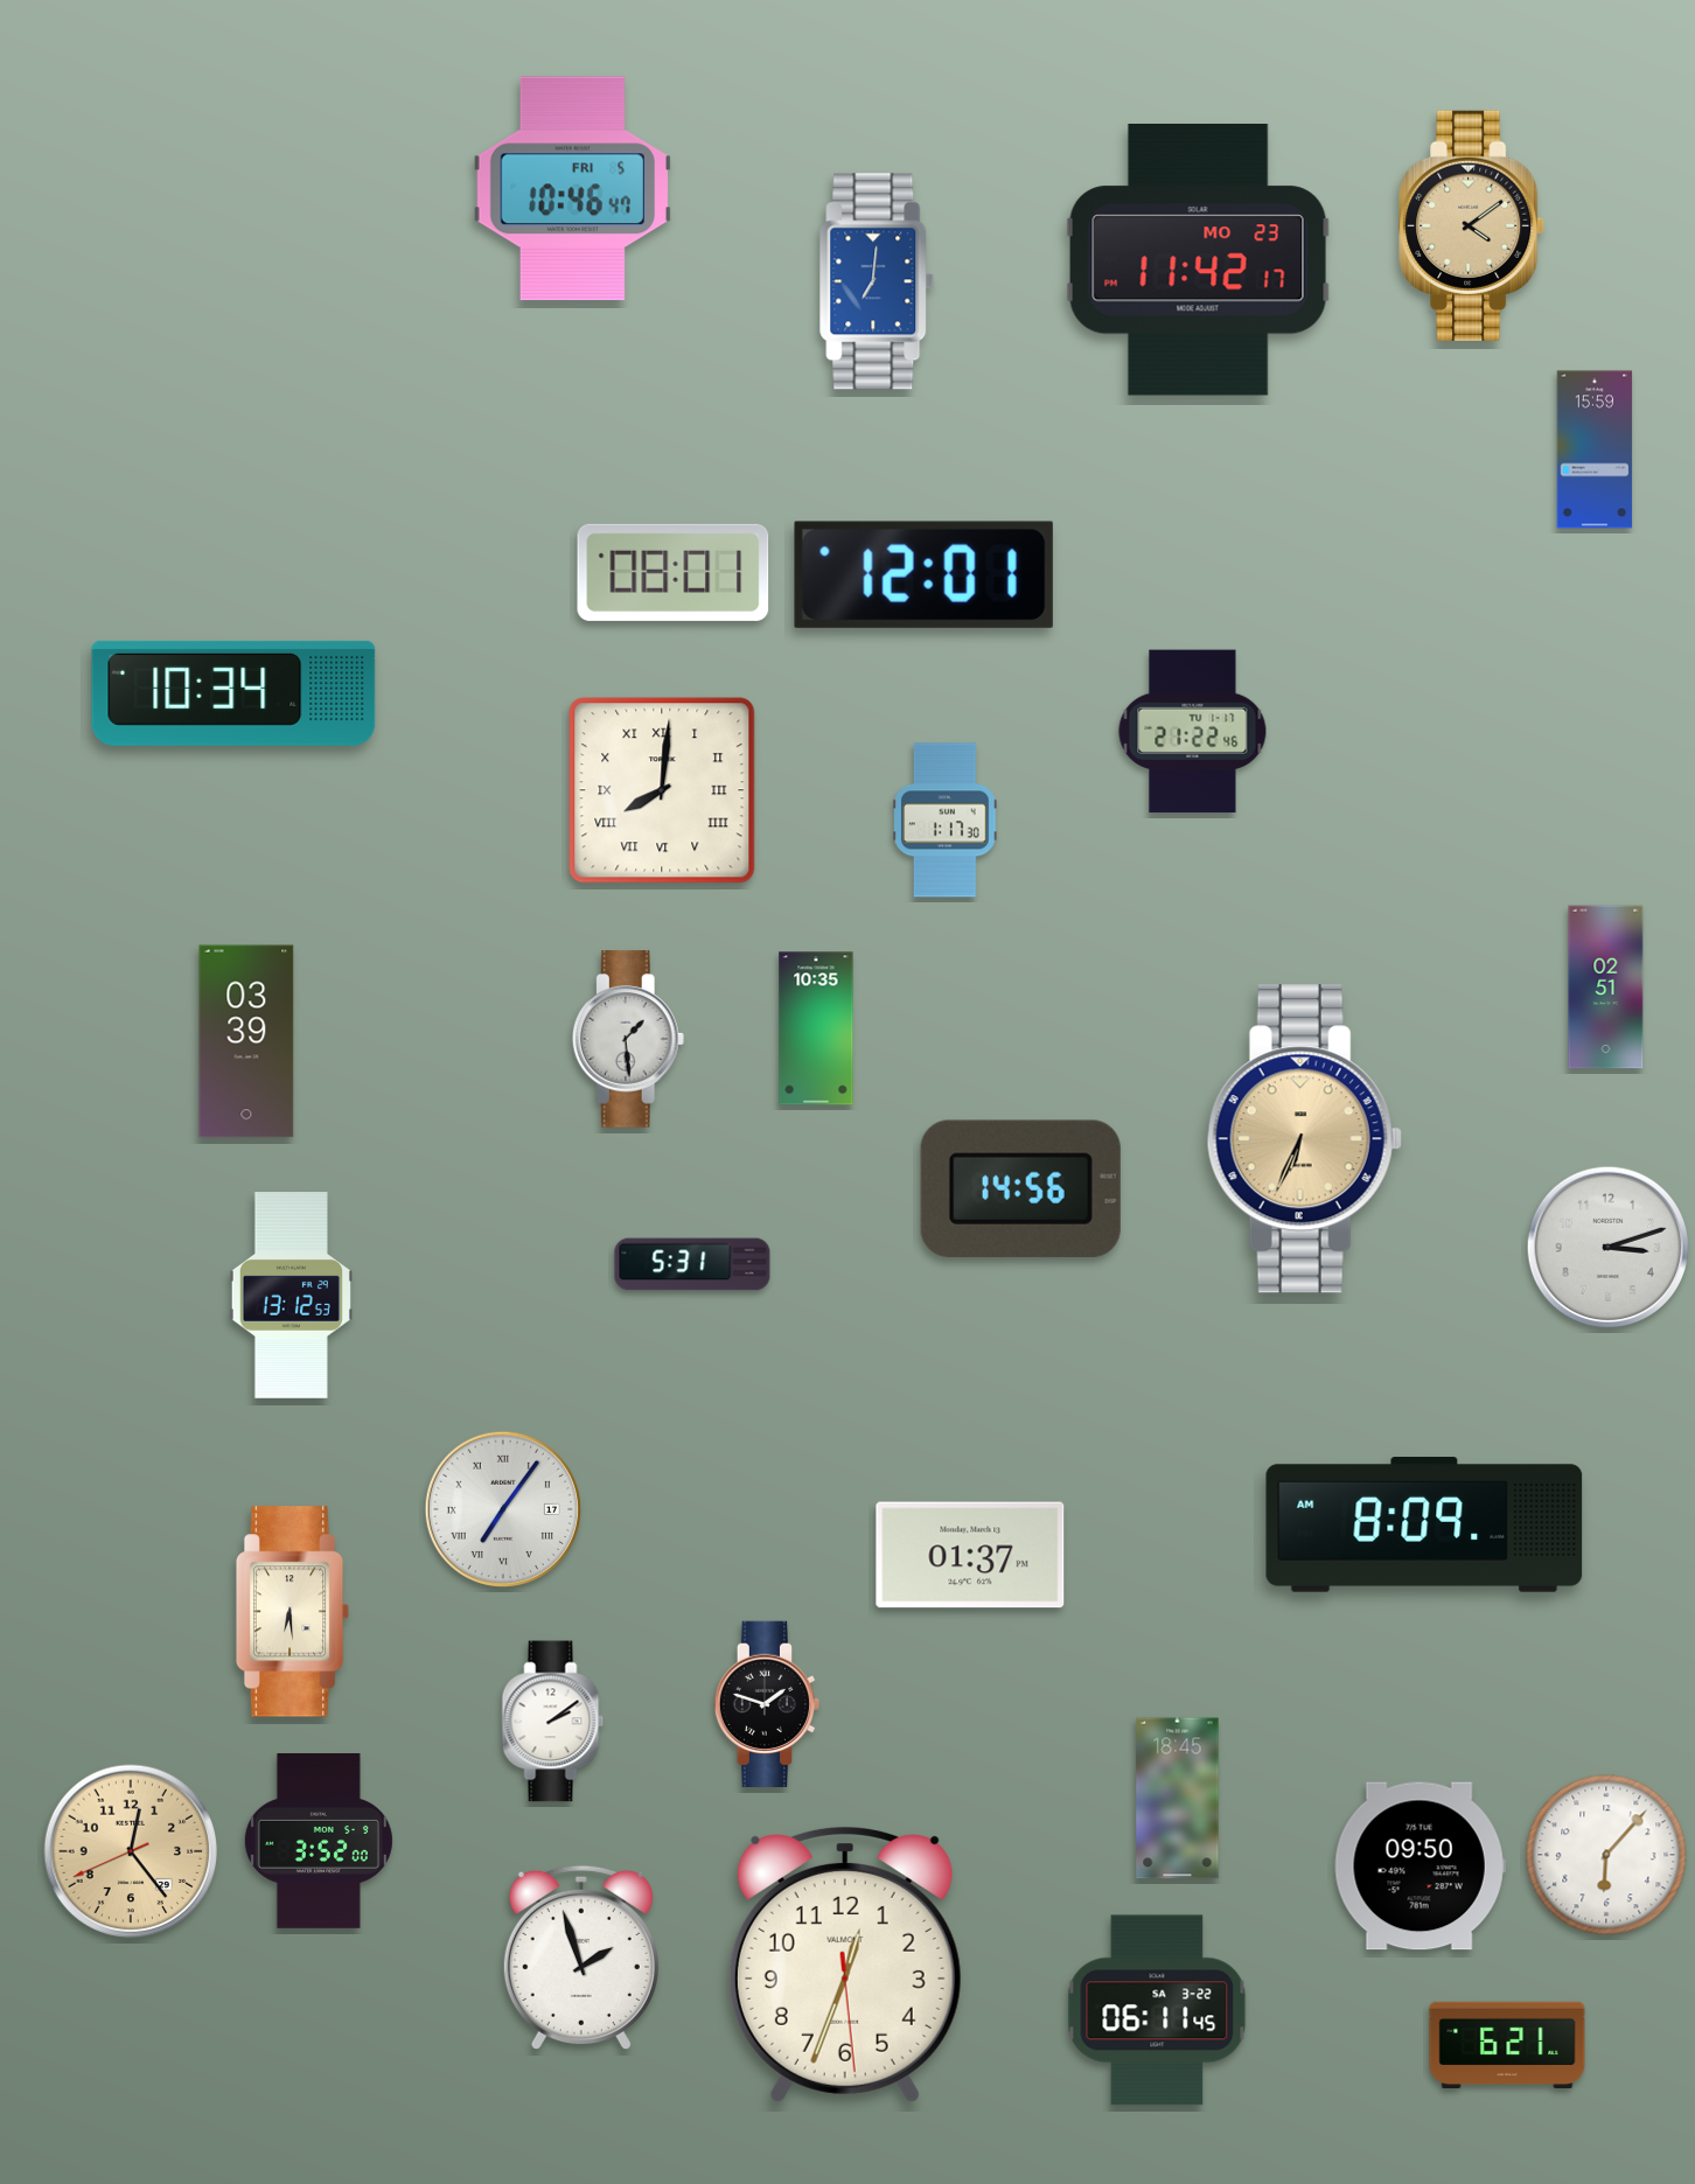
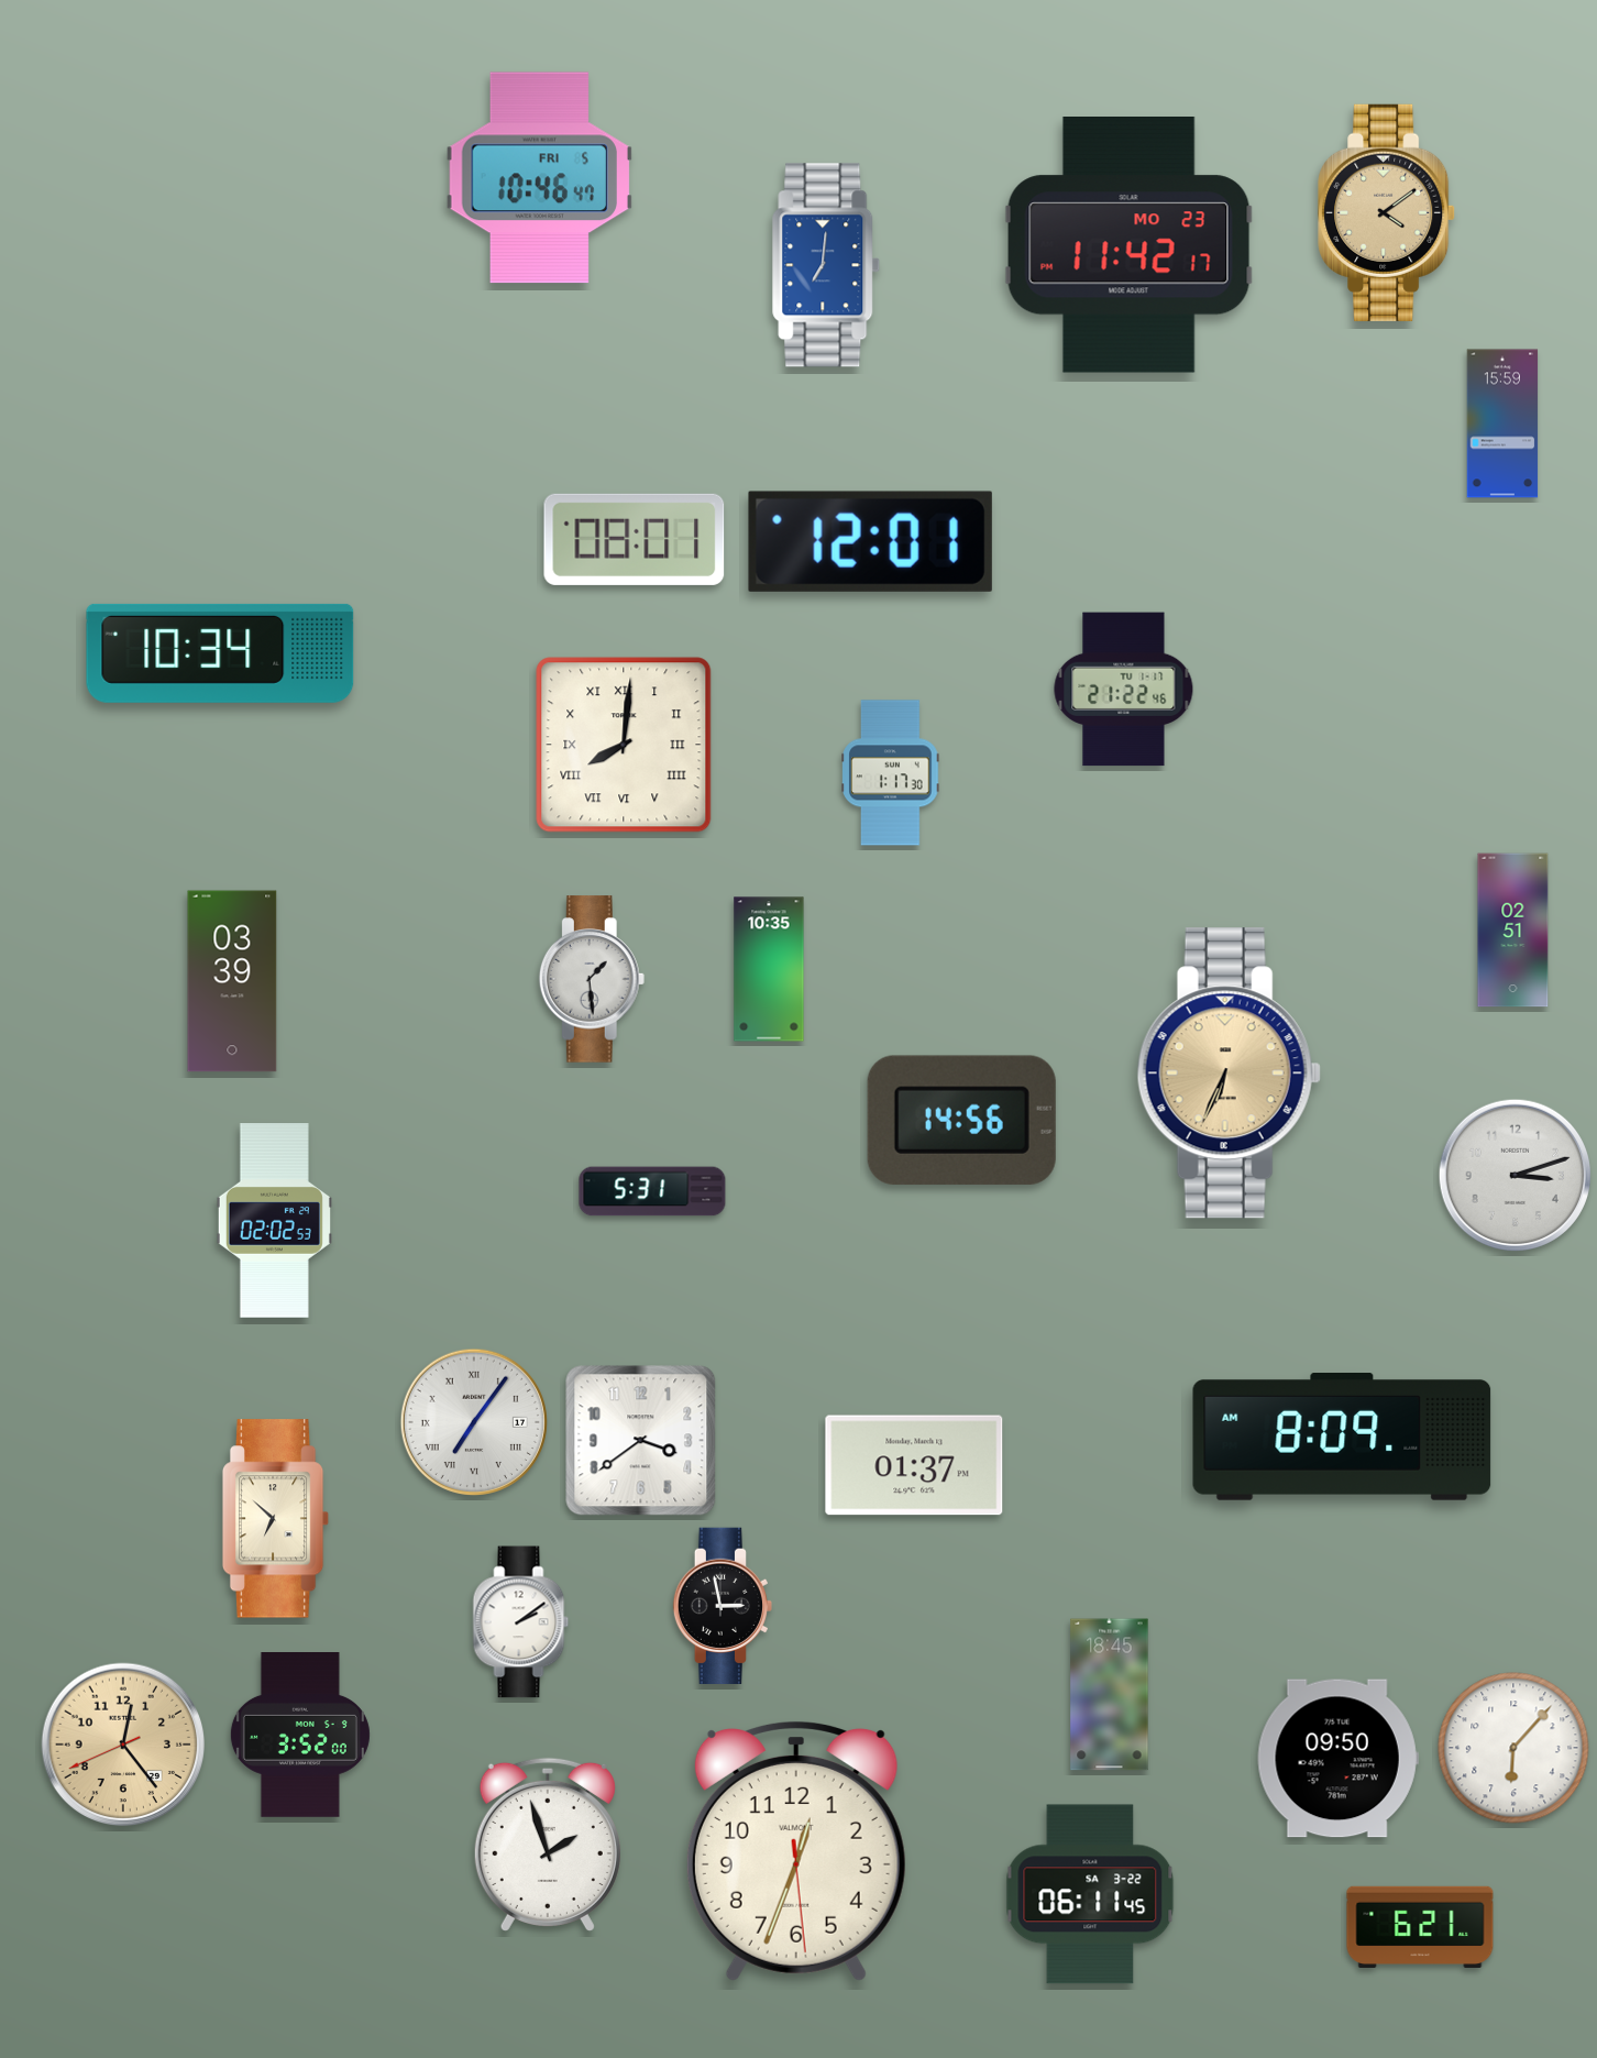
clock at (291, 1296): 13:12 -> 02:02
clock at (641, 1441): none -> 3:39
clock at (293, 1612): 6:29 -> 6:52
clock at (766, 1703): 1:48 -> 2:58
